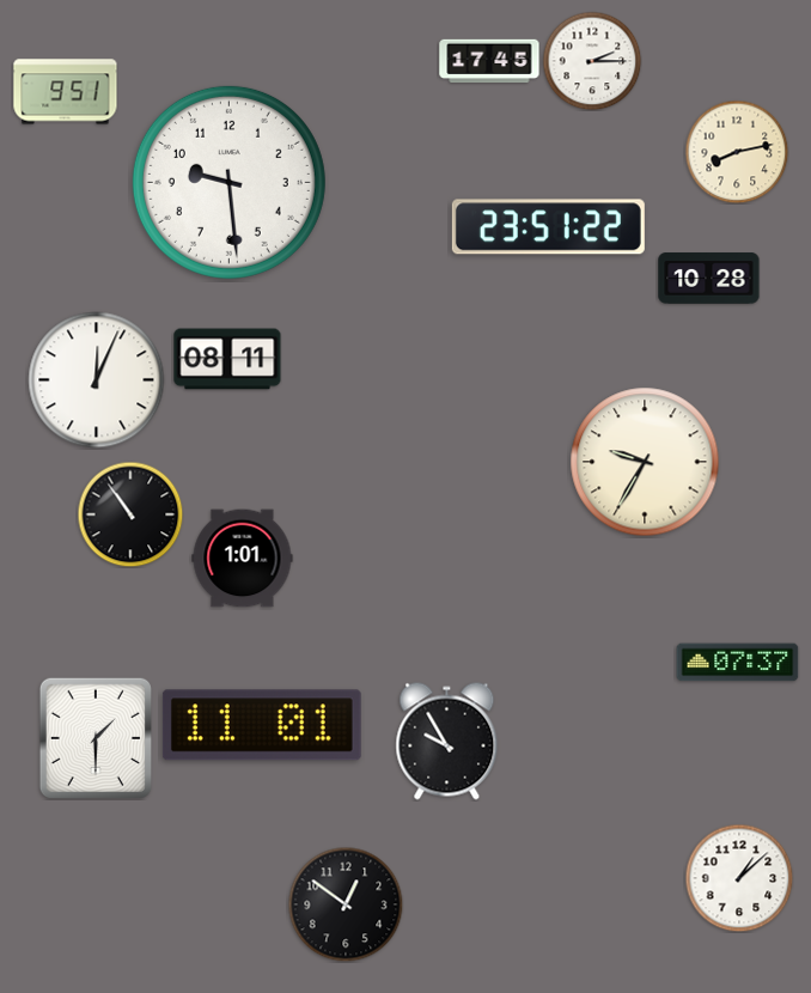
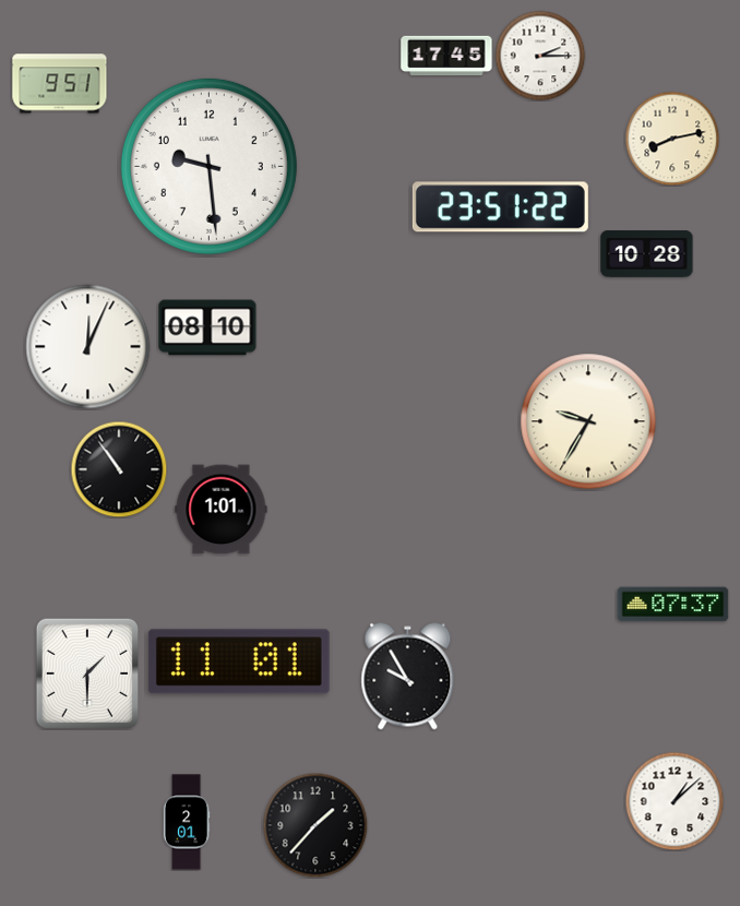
clock at (227, 359): 08:11 -> 08:10
clock at (187, 822): none -> 2:01
clock at (346, 904): 12:51 -> 1:37
